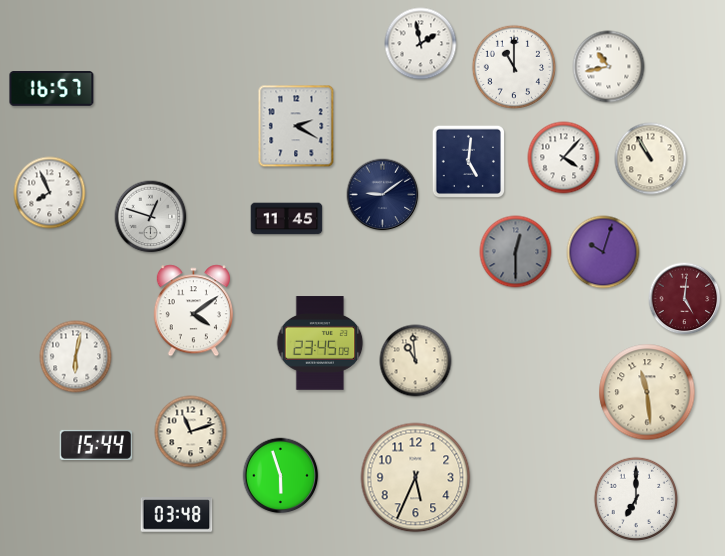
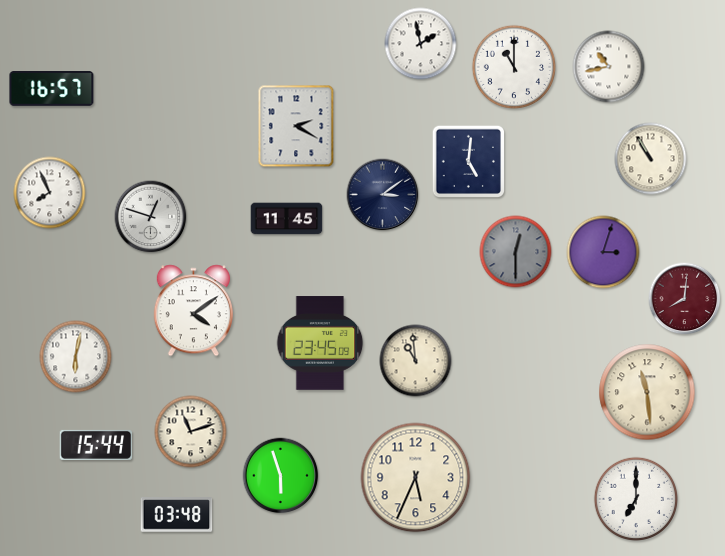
clock at (564, 158): 4:07 -> none
clock at (383, 195): 9:09 -> 3:09
clock at (603, 252): 10:03 -> 3:03
clock at (685, 299): 5:01 -> 8:01
